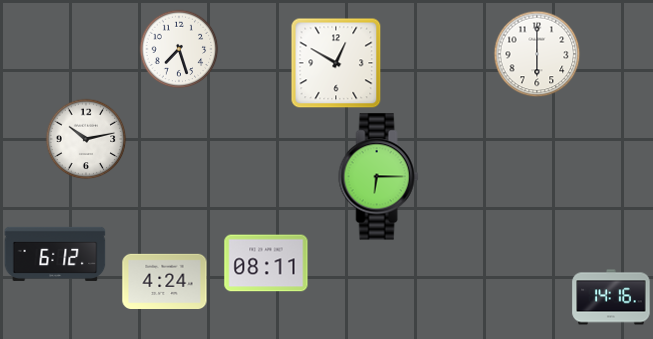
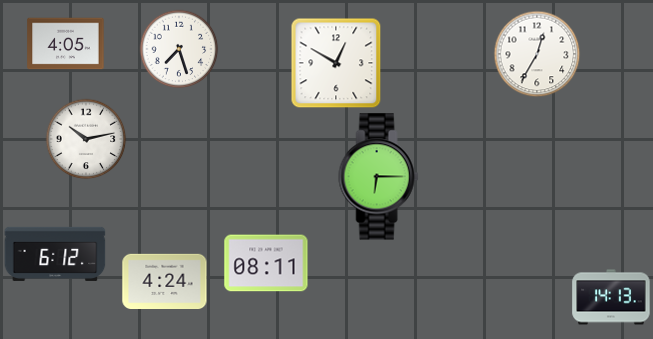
clock at (66, 44): none -> 4:05
clock at (537, 54): 6:00 -> 12:35
clock at (611, 297): 14:16 -> 14:13
